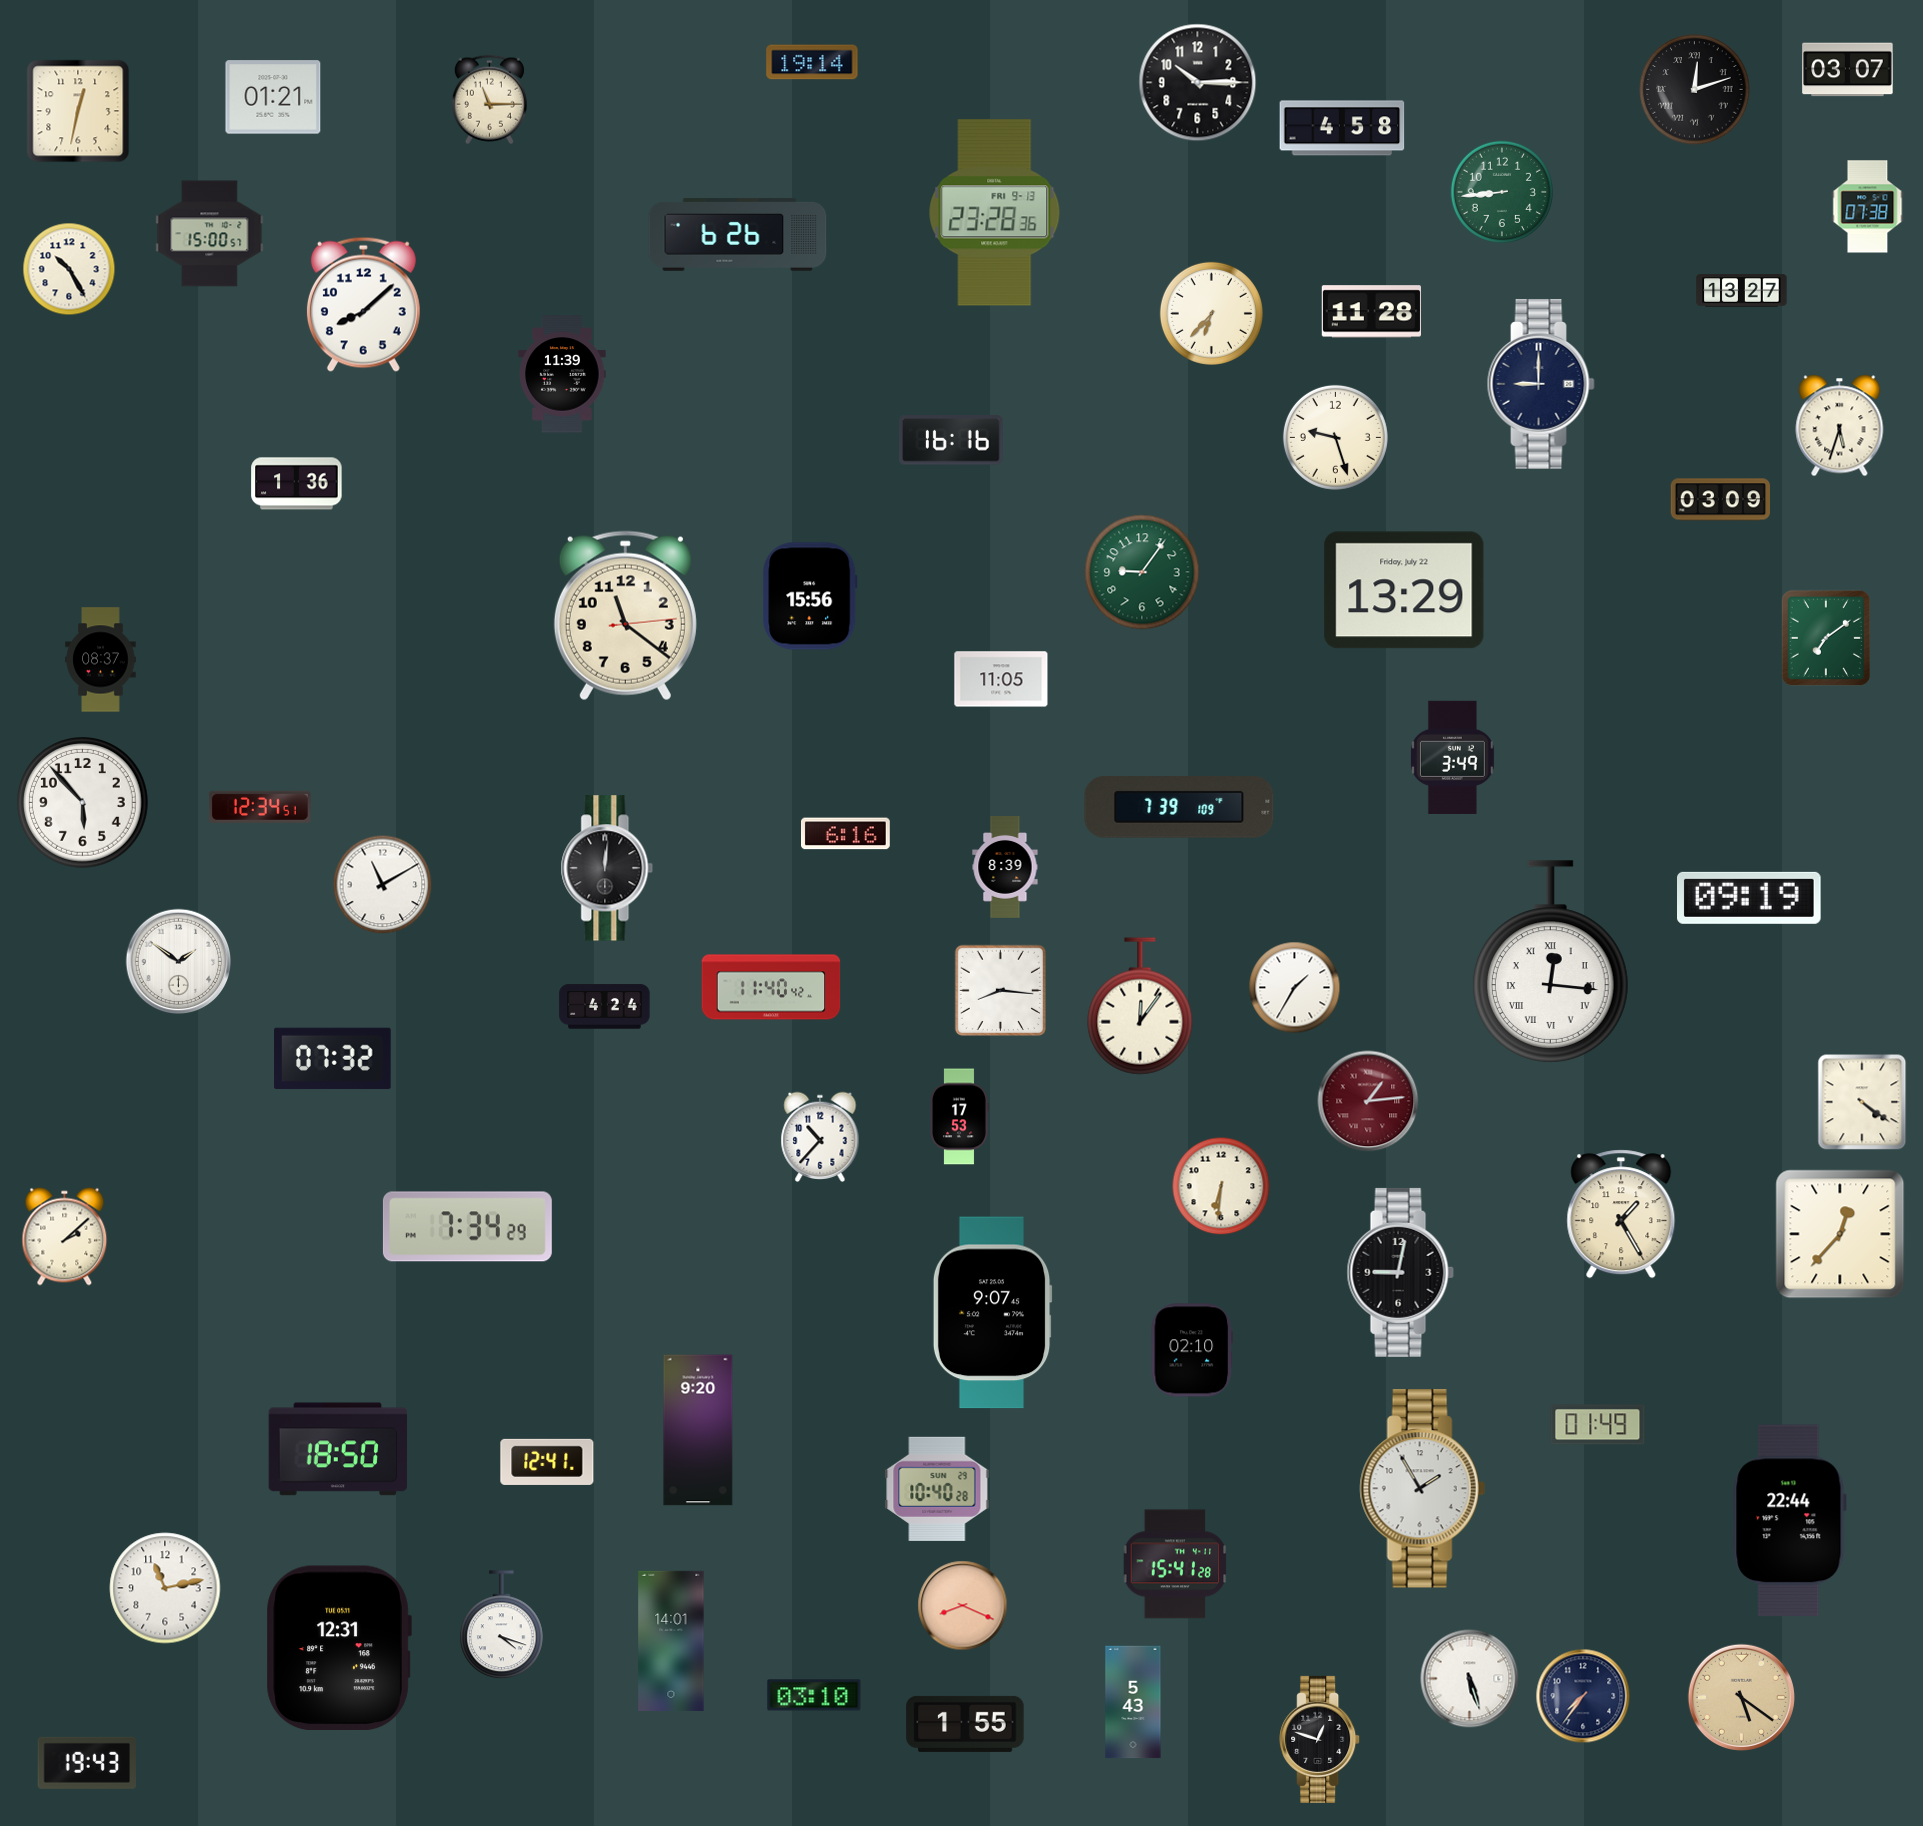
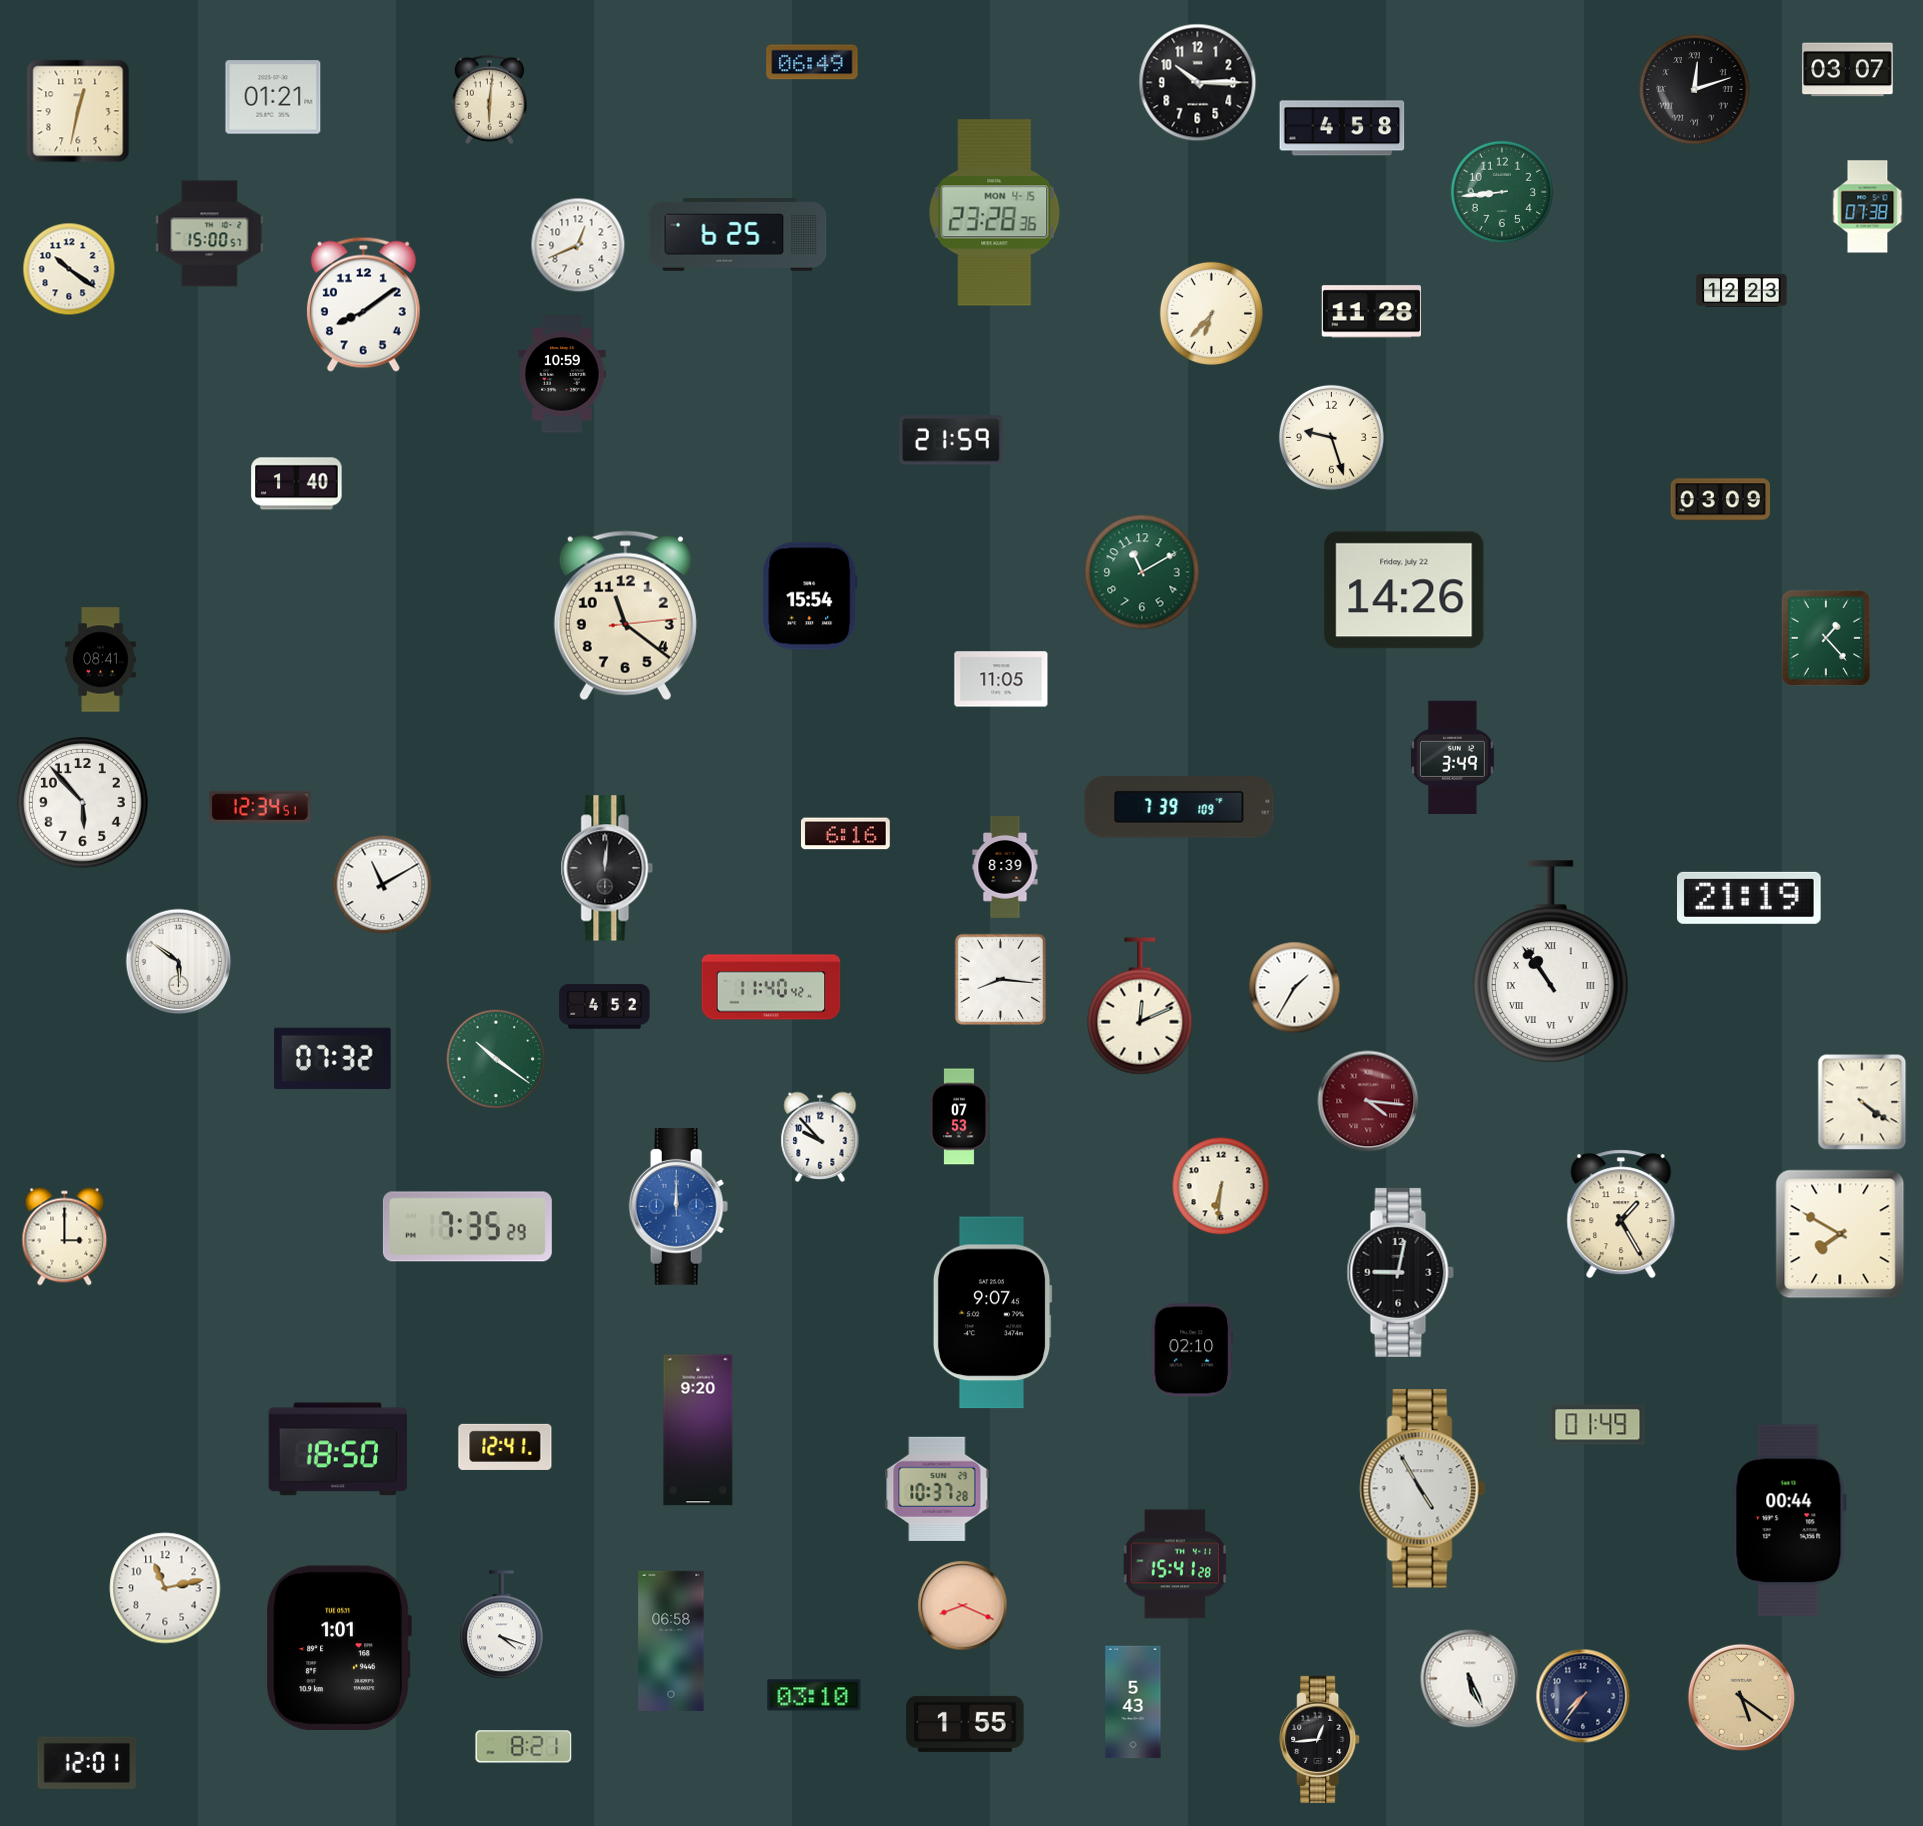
clock at (812, 62): 19:14 -> 06:49
clock at (489, 100): 11:15 -> 6:01
clock at (995, 213) date: FRI 9-13 -> MON 4-15
clock at (738, 235): 6:26 -> 6:25
clock at (578, 245): none -> 12:41
clock at (69, 269): 10:25 -> 10:21
clock at (1742, 291): 13:27 -> 12:23
clock at (363, 304): 8:08 -> 8:09
clock at (562, 374): 11:39 -> 10:59
clock at (1541, 384): 9:00 -> none
clock at (1840, 426): 5:33 -> none
clock at (1335, 437) position: (1335, 437) -> (1331, 437)
clock at (951, 440): 16:16 -> 21:59
clock at (297, 484): 1:36 -> 1:40
clock at (1142, 572): 9:06 -> 11:10
clock at (1404, 590): 13:29 -> 14:26
clock at (810, 596): 15:56 -> 15:54
clock at (1826, 638): 7:09 -> 1:23
clock at (101, 660): 08:37 -> 08:41
clock at (1750, 898): 09:19 -> 21:19
clock at (179, 962): 1:51 -> 5:51
clock at (1550, 962): 12:16 -> 10:54
clock at (1000, 990) position: (1000, 990) -> (1000, 979)
clock at (1140, 1006): 12:06 -> 12:11
clock at (605, 1007): 4:24 -> 4:52
clock at (496, 1059): none -> 10:21
clock at (1368, 1101): 1:14 -> 4:16
clock at (959, 1117): 17:53 -> 07:53
clock at (820, 1136): 10:37 -> 9:53
clock at (679, 1207): none -> 12:00
clock at (467, 1227): 7:34 -> 7:35
clock at (1840, 1234): 12:37 -> 7:50
clock at (65, 1237): 2:08 -> 3:00
clock at (547, 1462) position: (547, 1462) -> (505, 1447)
clock at (937, 1489): 10:40 -> 10:37
clock at (1422, 1489): 1:55 -> 4:55
clock at (1789, 1521): 22:44 -> 00:44
clock at (671, 1641): 14:01 -> 06:58
clock at (339, 1647): 12:31 -> 1:01
clock at (1470, 1679): 5:27 -> 5:26
clock at (1320, 1739): 12:48 -> 12:44
clock at (524, 1747): none -> 8:21
clock at (87, 1763): 19:43 -> 12:01
